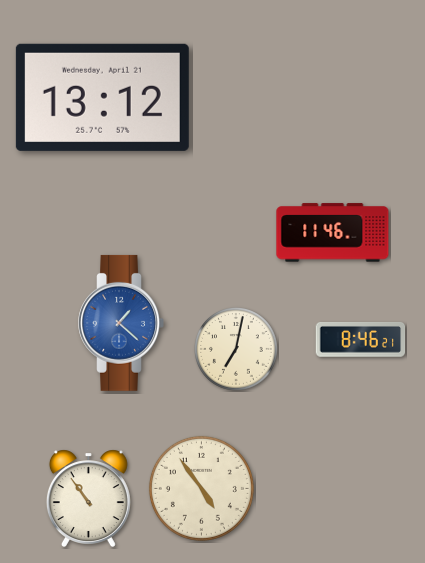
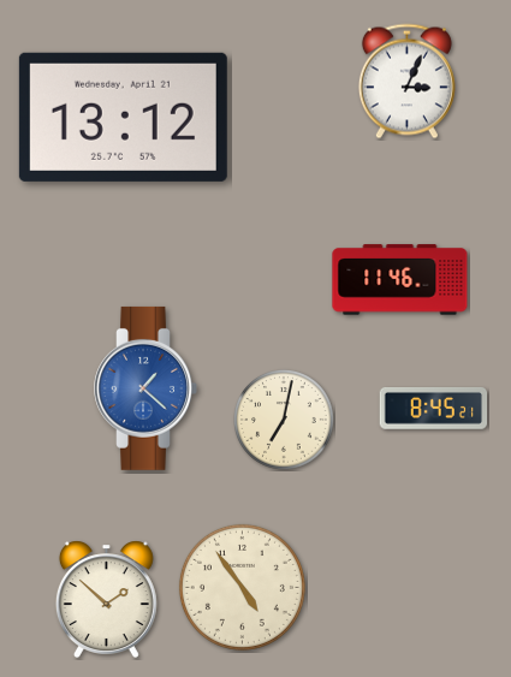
clock at (406, 82): none -> 3:04
clock at (361, 339): 8:46 -> 8:45
clock at (88, 498): 10:54 -> 1:52
